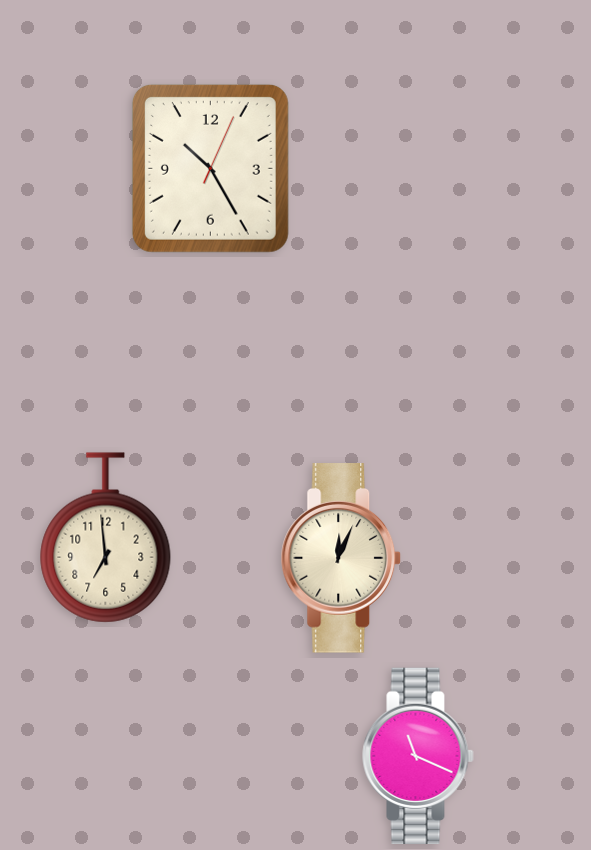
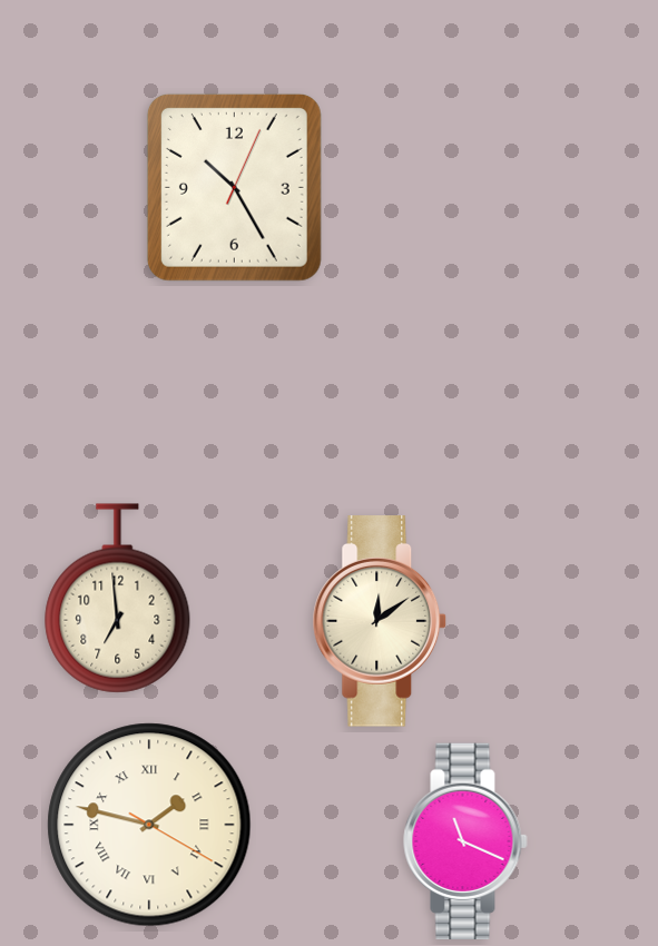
clock at (341, 558): 12:04 -> 12:09
clock at (149, 825): none -> 1:47
